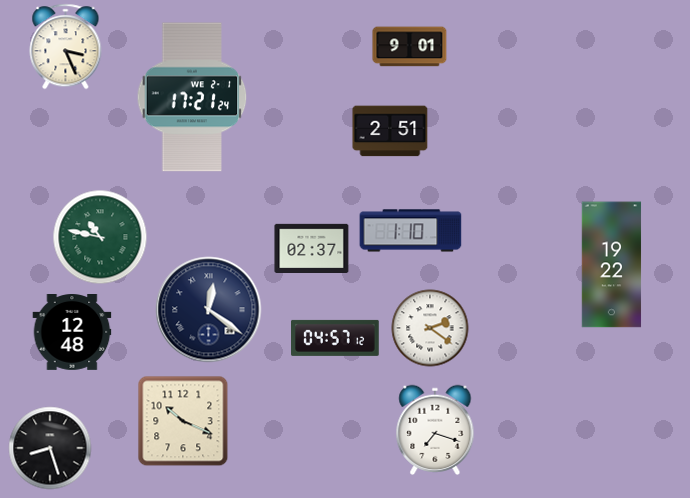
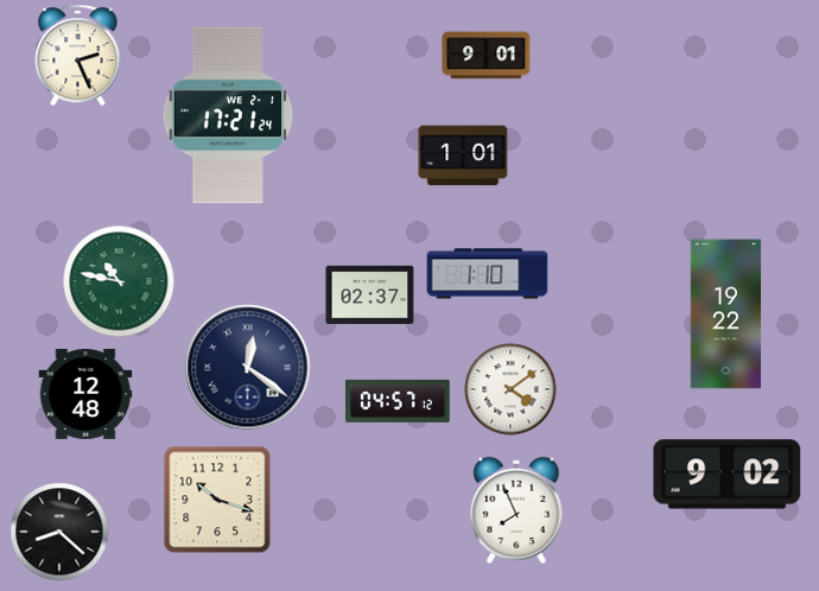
clock at (66, 47): 3:26 -> 2:26
clock at (390, 131): 2:51 -> 1:01
clock at (430, 328): 2:21 -> 4:09
clock at (728, 475): none -> 9:02
clock at (183, 421): 10:19 -> 10:18
clock at (435, 430): 7:18 -> 7:56
clock at (50, 448): 8:27 -> 8:22
